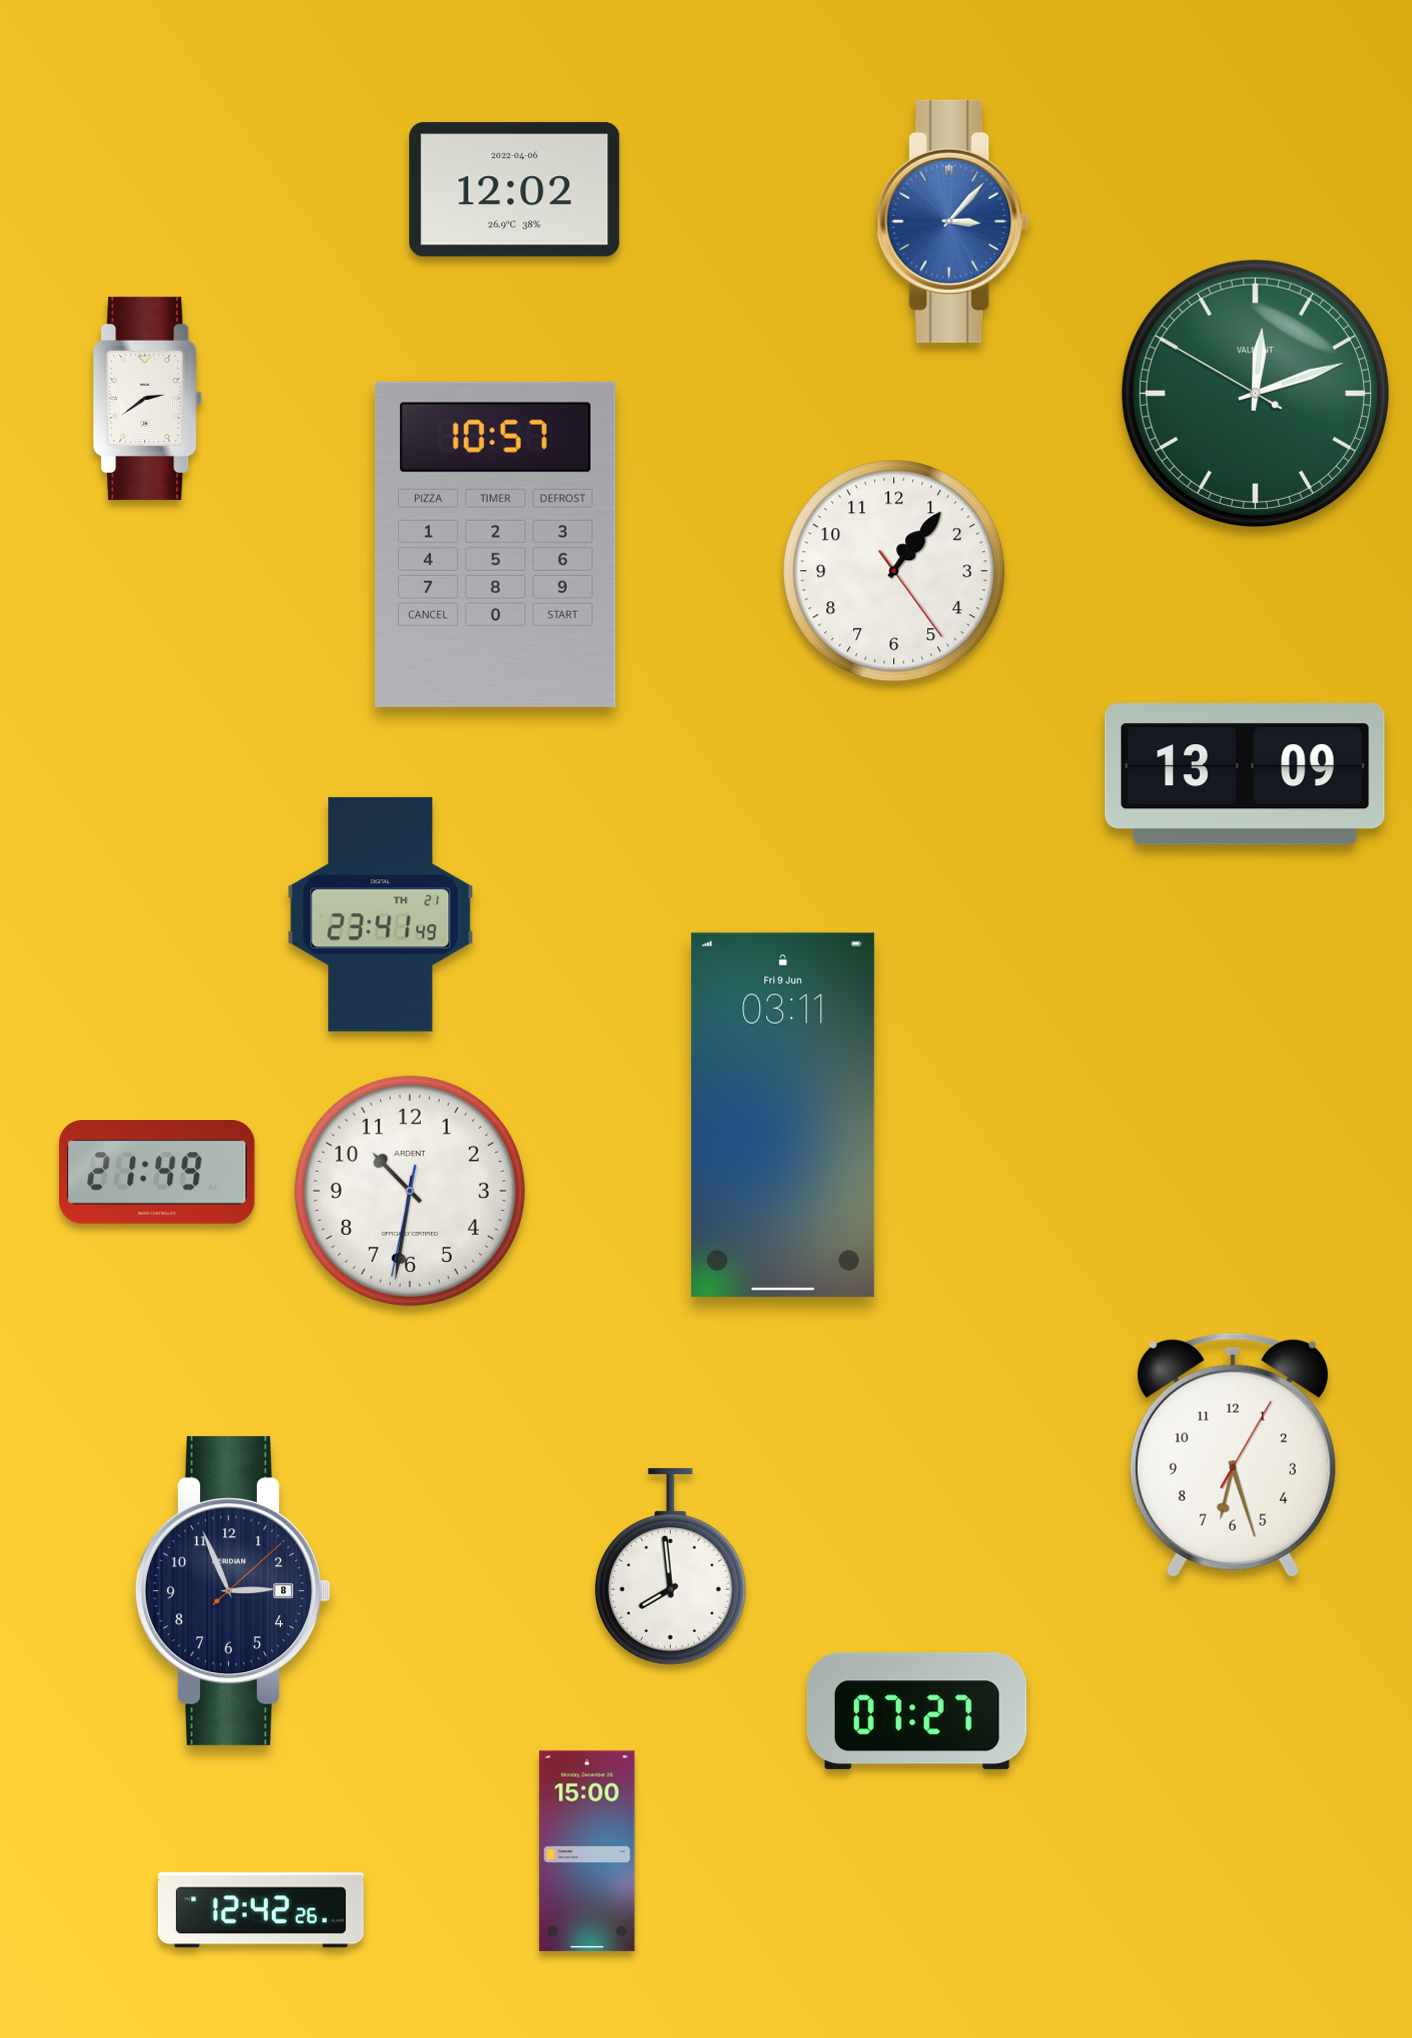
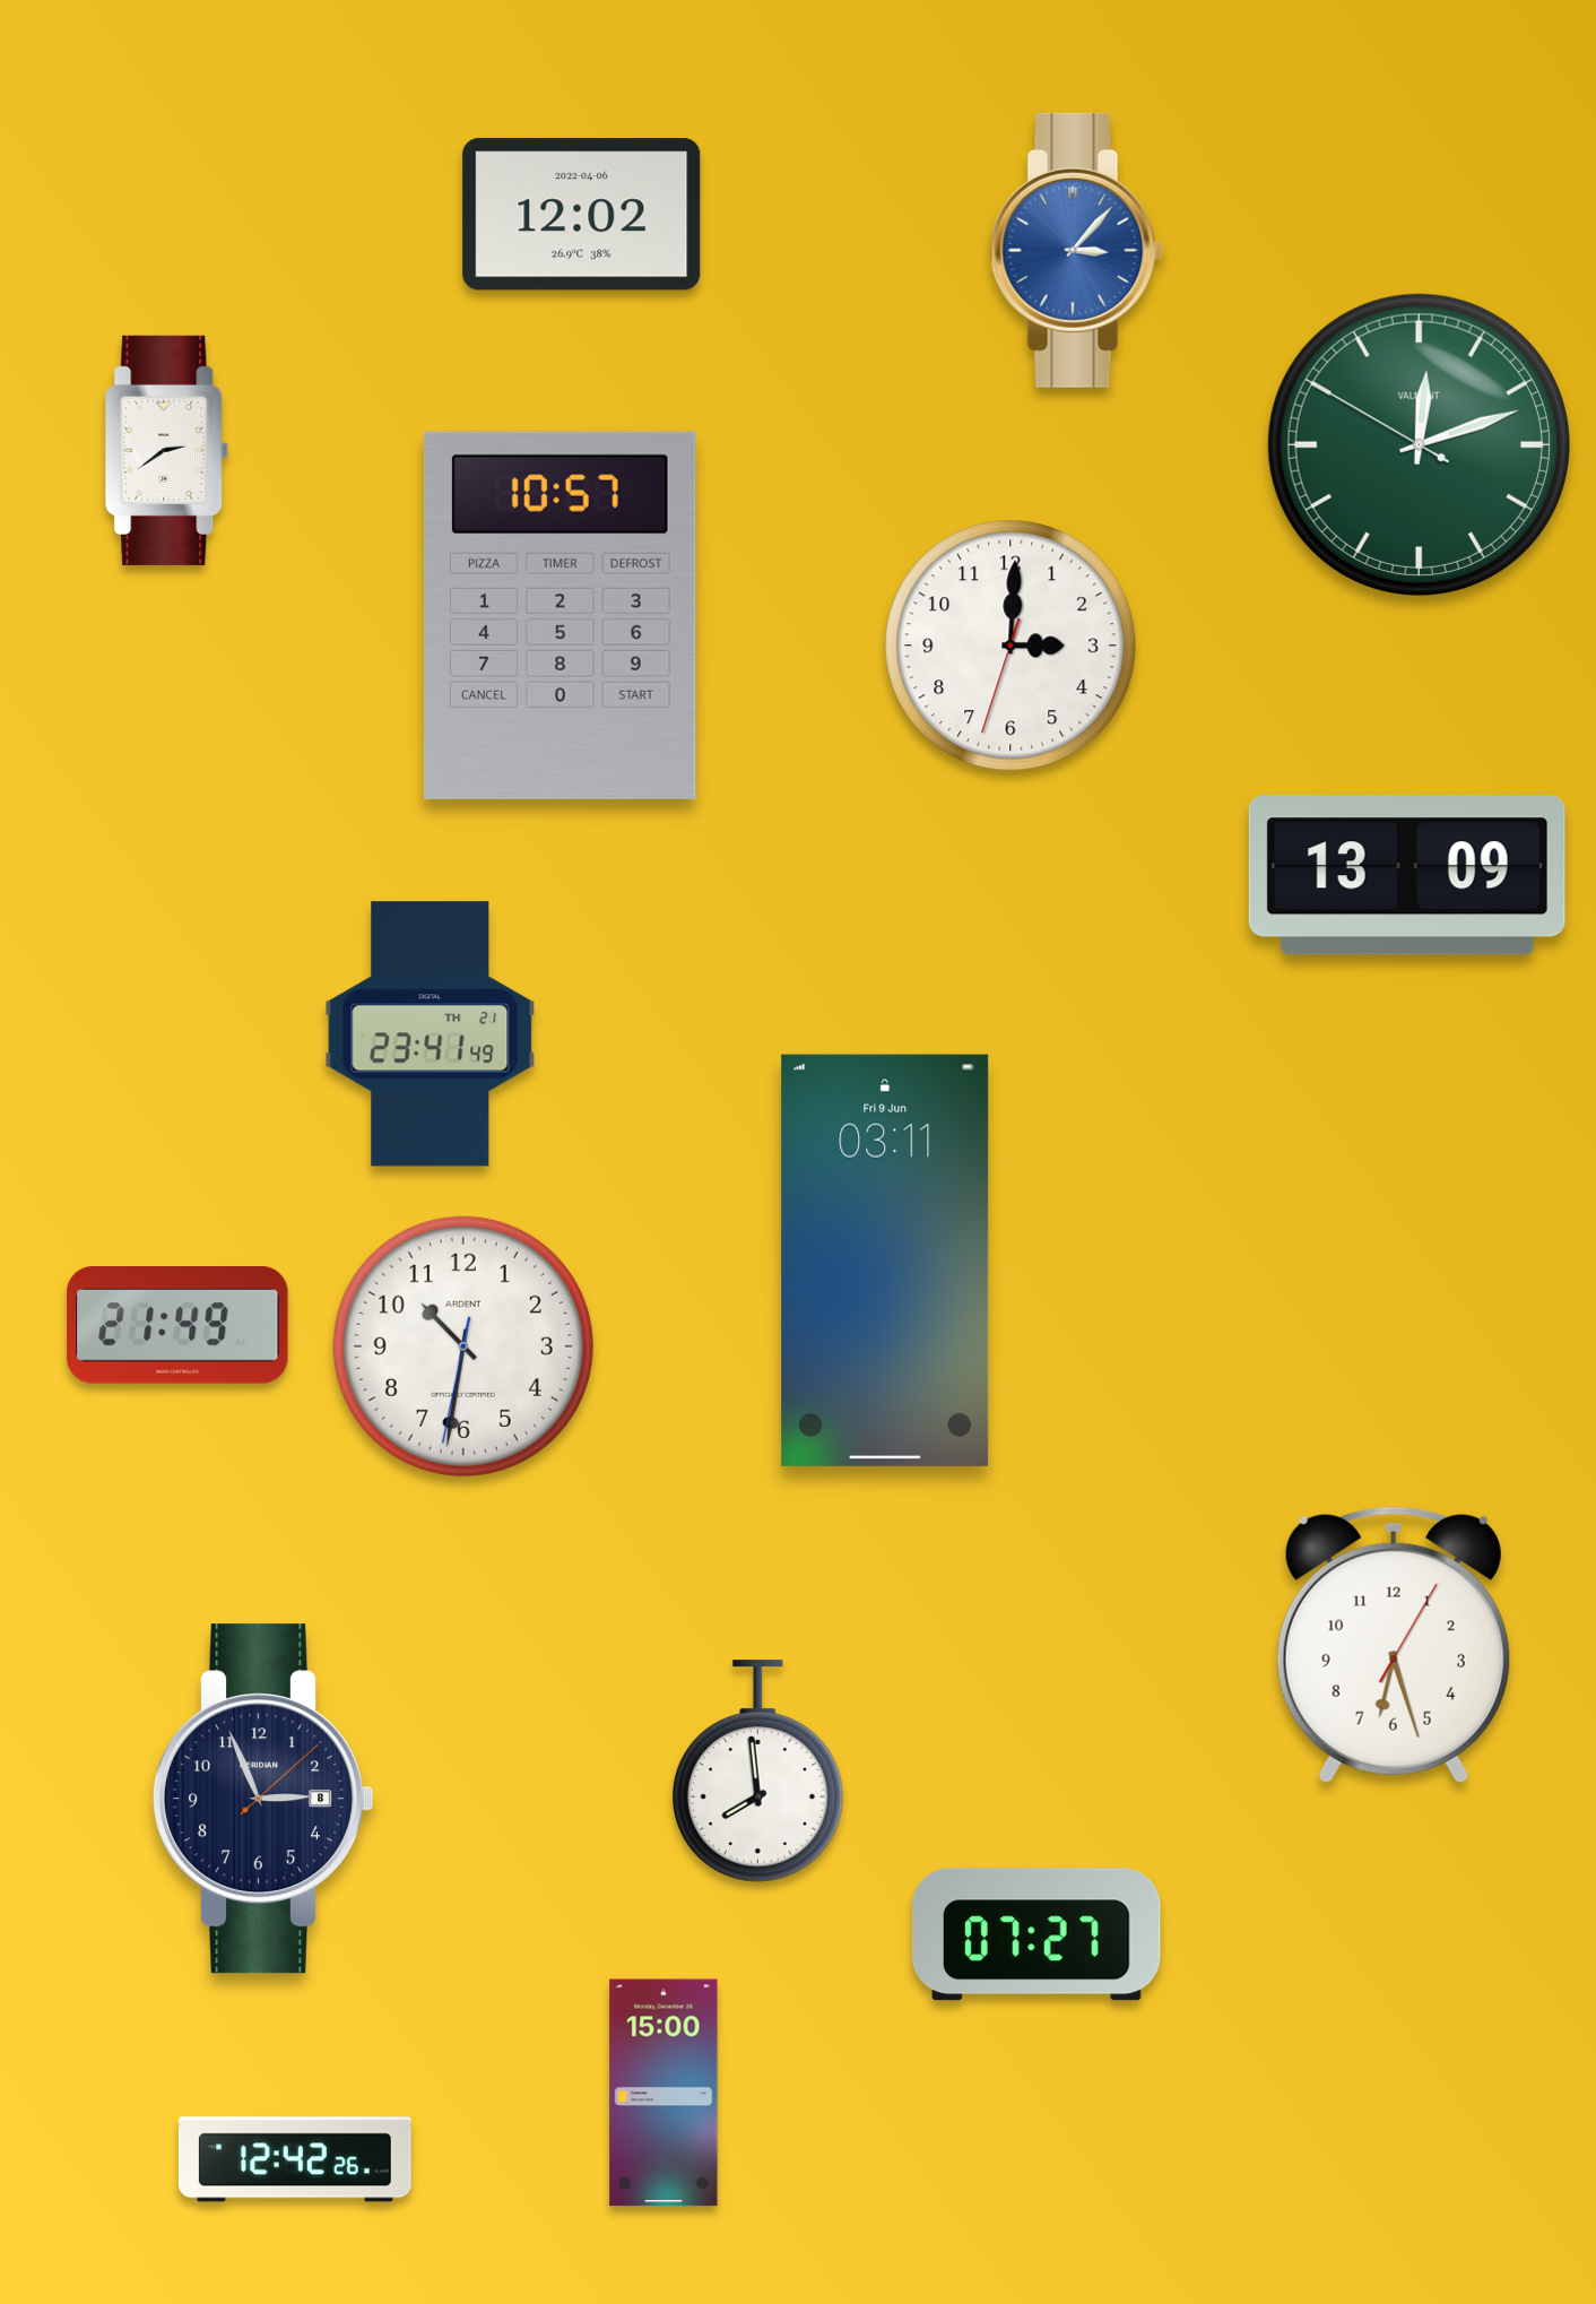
clock at (894, 571): 1:06 -> 3:00
